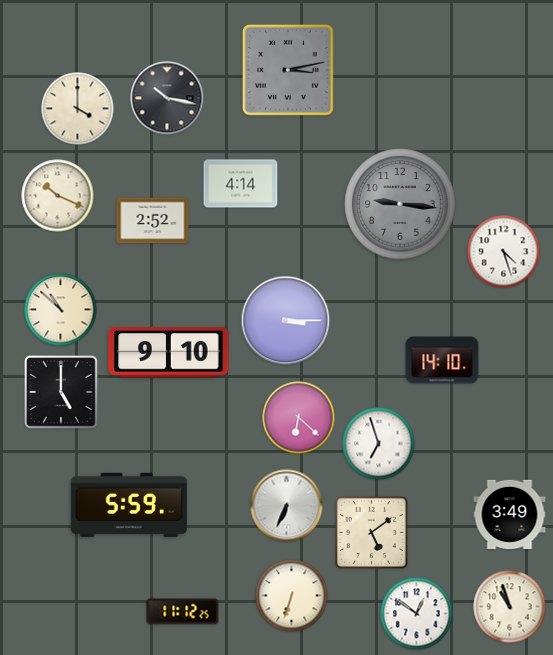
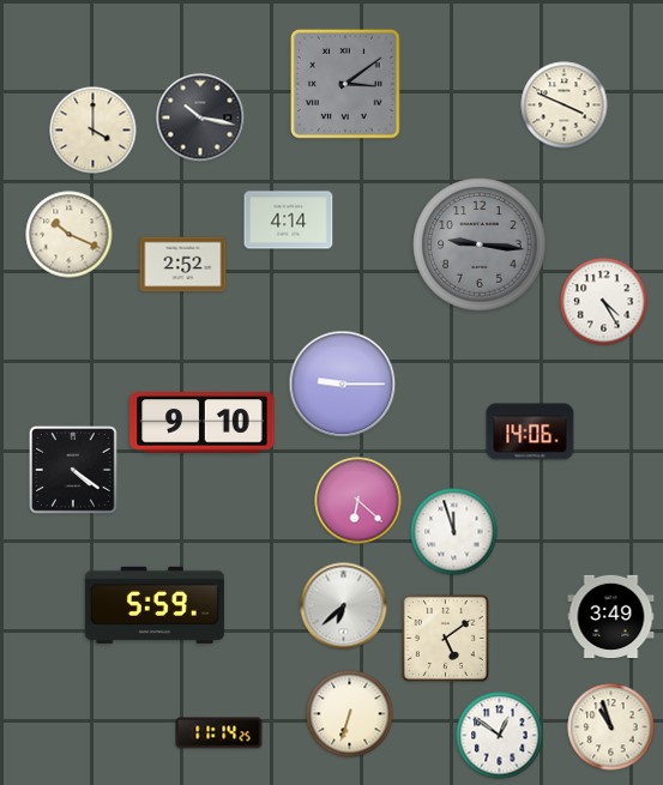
clock at (288, 70): 3:13 -> 3:09
clock at (565, 105): none -> 3:49
clock at (504, 252): 4:27 -> 4:25
clock at (61, 310): 10:52 -> none
clock at (286, 321): 3:15 -> 9:15
clock at (442, 360): 14:10 -> 14:06
clock at (62, 393): 5:00 -> 4:21
clock at (379, 444): 6:57 -> 11:57
clock at (287, 506): 6:34 -> 6:38
clock at (183, 612): 11:12 -> 11:14
